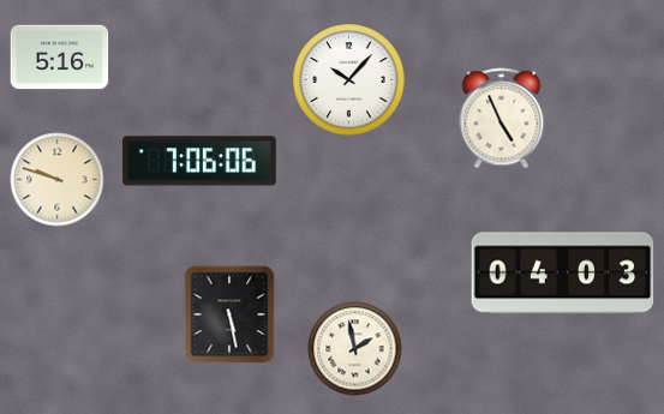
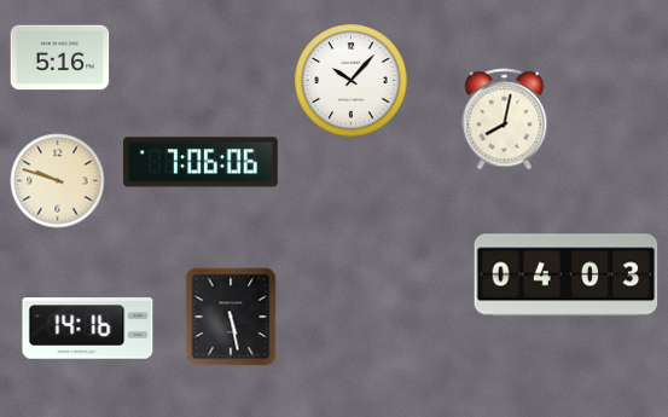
clock at (502, 119): 4:56 -> 8:02
clock at (88, 329): none -> 14:16
clock at (355, 349): 1:58 -> none
